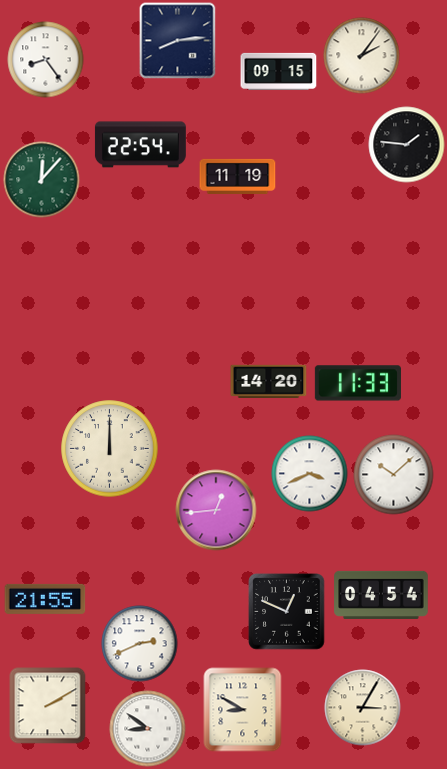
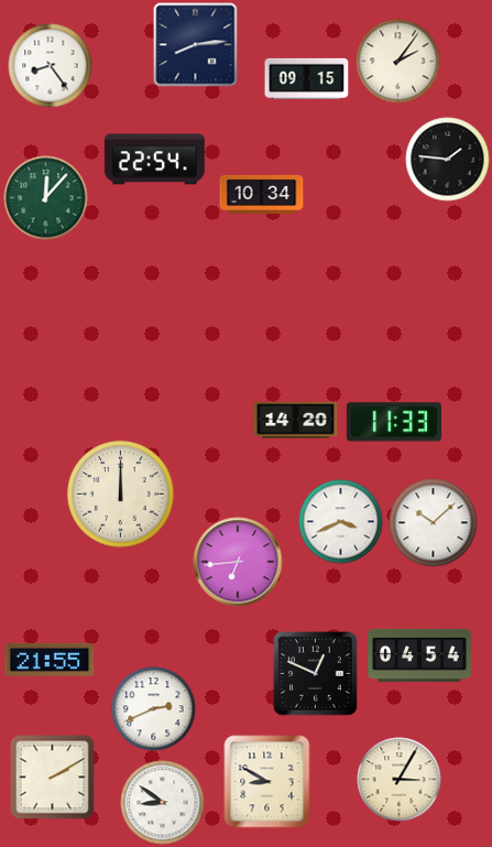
clock at (238, 176): 11:19 -> 10:34
clock at (216, 510): 12:44 -> 6:44
